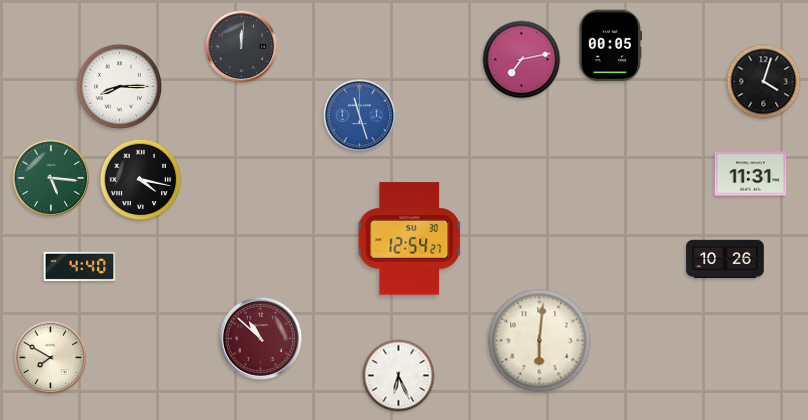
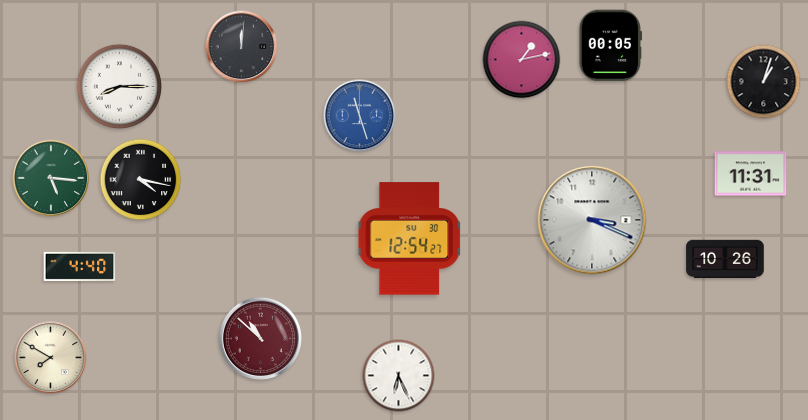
clock at (522, 60): 7:13 -> 1:13
clock at (764, 82): 4:03 -> 1:03
clock at (592, 220): none -> 3:19
clock at (540, 341): 6:01 -> none
